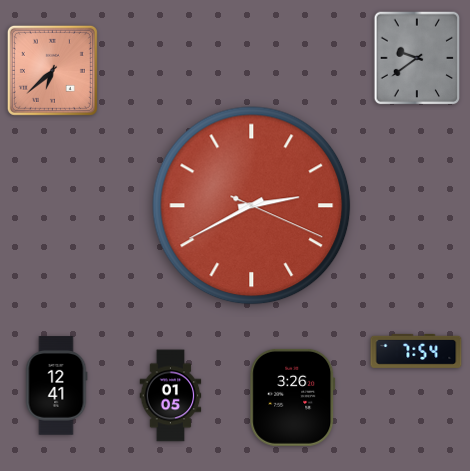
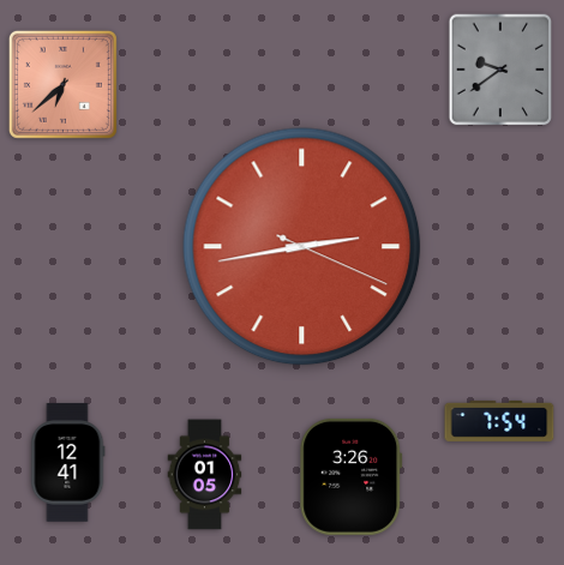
clock at (252, 206): 2:40 -> 2:43
